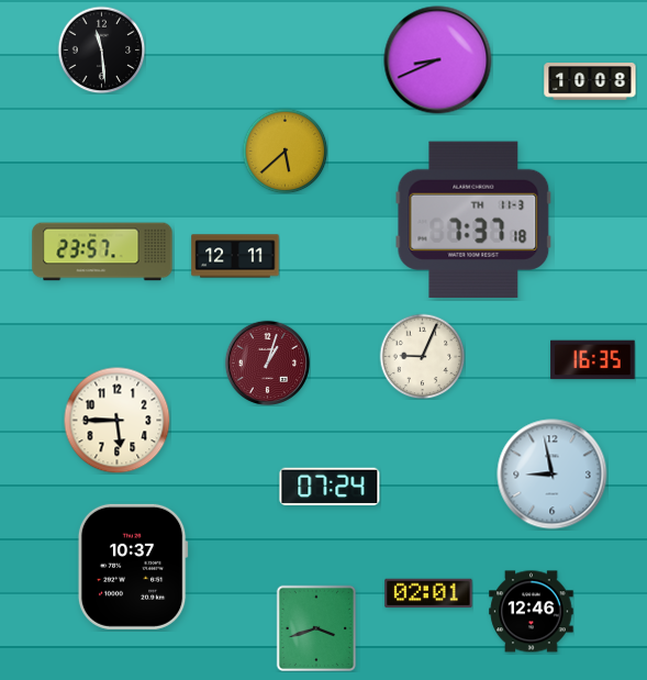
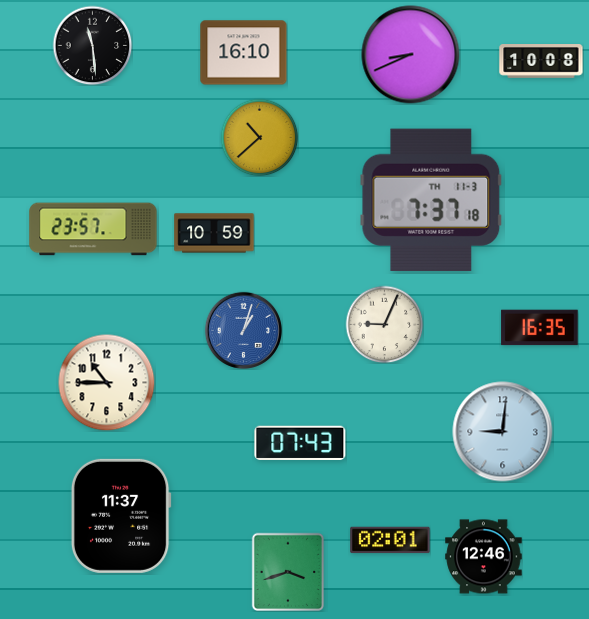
clock at (244, 53): none -> 16:10
clock at (438, 60) position: (438, 60) -> (411, 55)
clock at (590, 81) position: (590, 81) -> (541, 61)
clock at (285, 151): 5:38 -> 10:38
clock at (235, 256): 12:11 -> 10:59
clock at (267, 363) dial: burgundy -> blue
clock at (116, 420): 5:45 -> 10:45
clock at (553, 475): 8:58 -> 9:01
clock at (330, 486): 07:24 -> 07:43
clock at (133, 567): 10:37 -> 11:37
